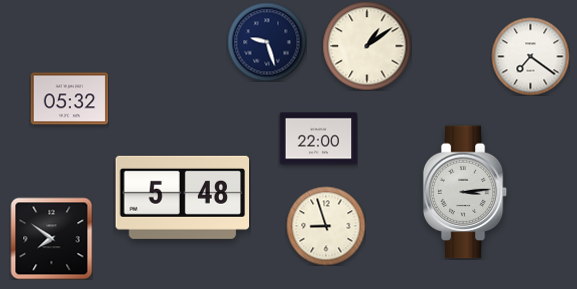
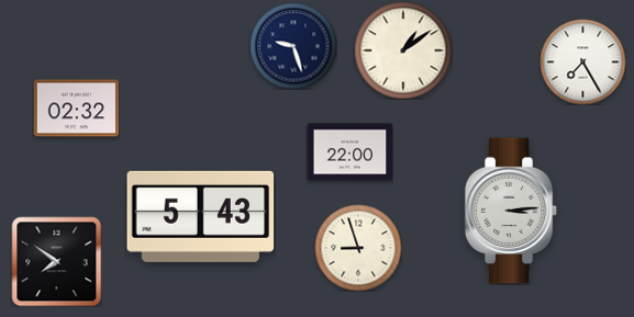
clock at (530, 56): 7:21 -> 7:25
clock at (69, 99): 05:32 -> 02:32
clock at (183, 197): 5:48 -> 5:43
